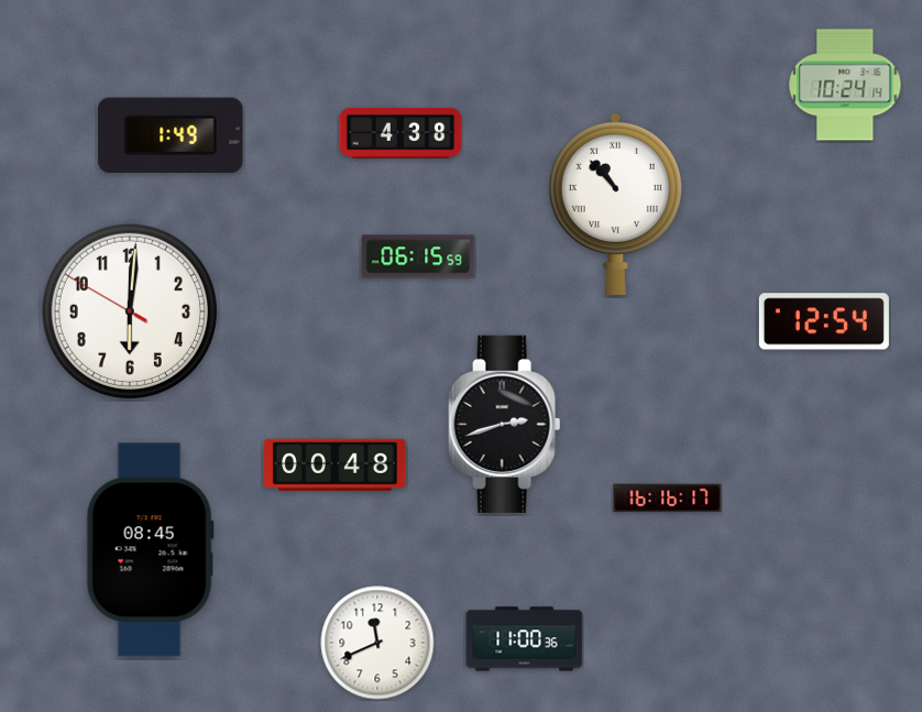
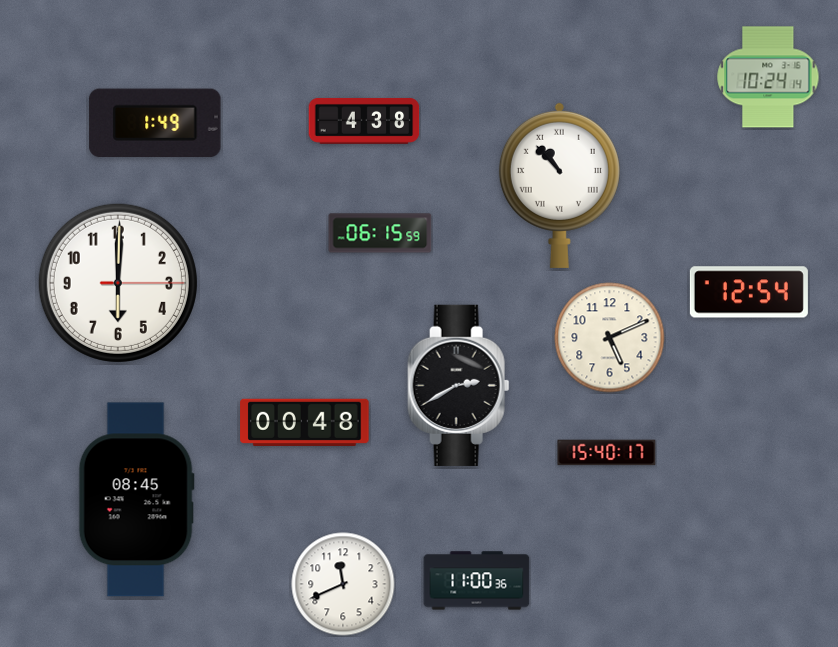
clock at (130, 311): 6:00:50 -> 6:00:15
clock at (610, 338): none -> 5:11
clock at (505, 424): 2:42 -> 2:40
clock at (668, 499): 16:16 -> 15:40
